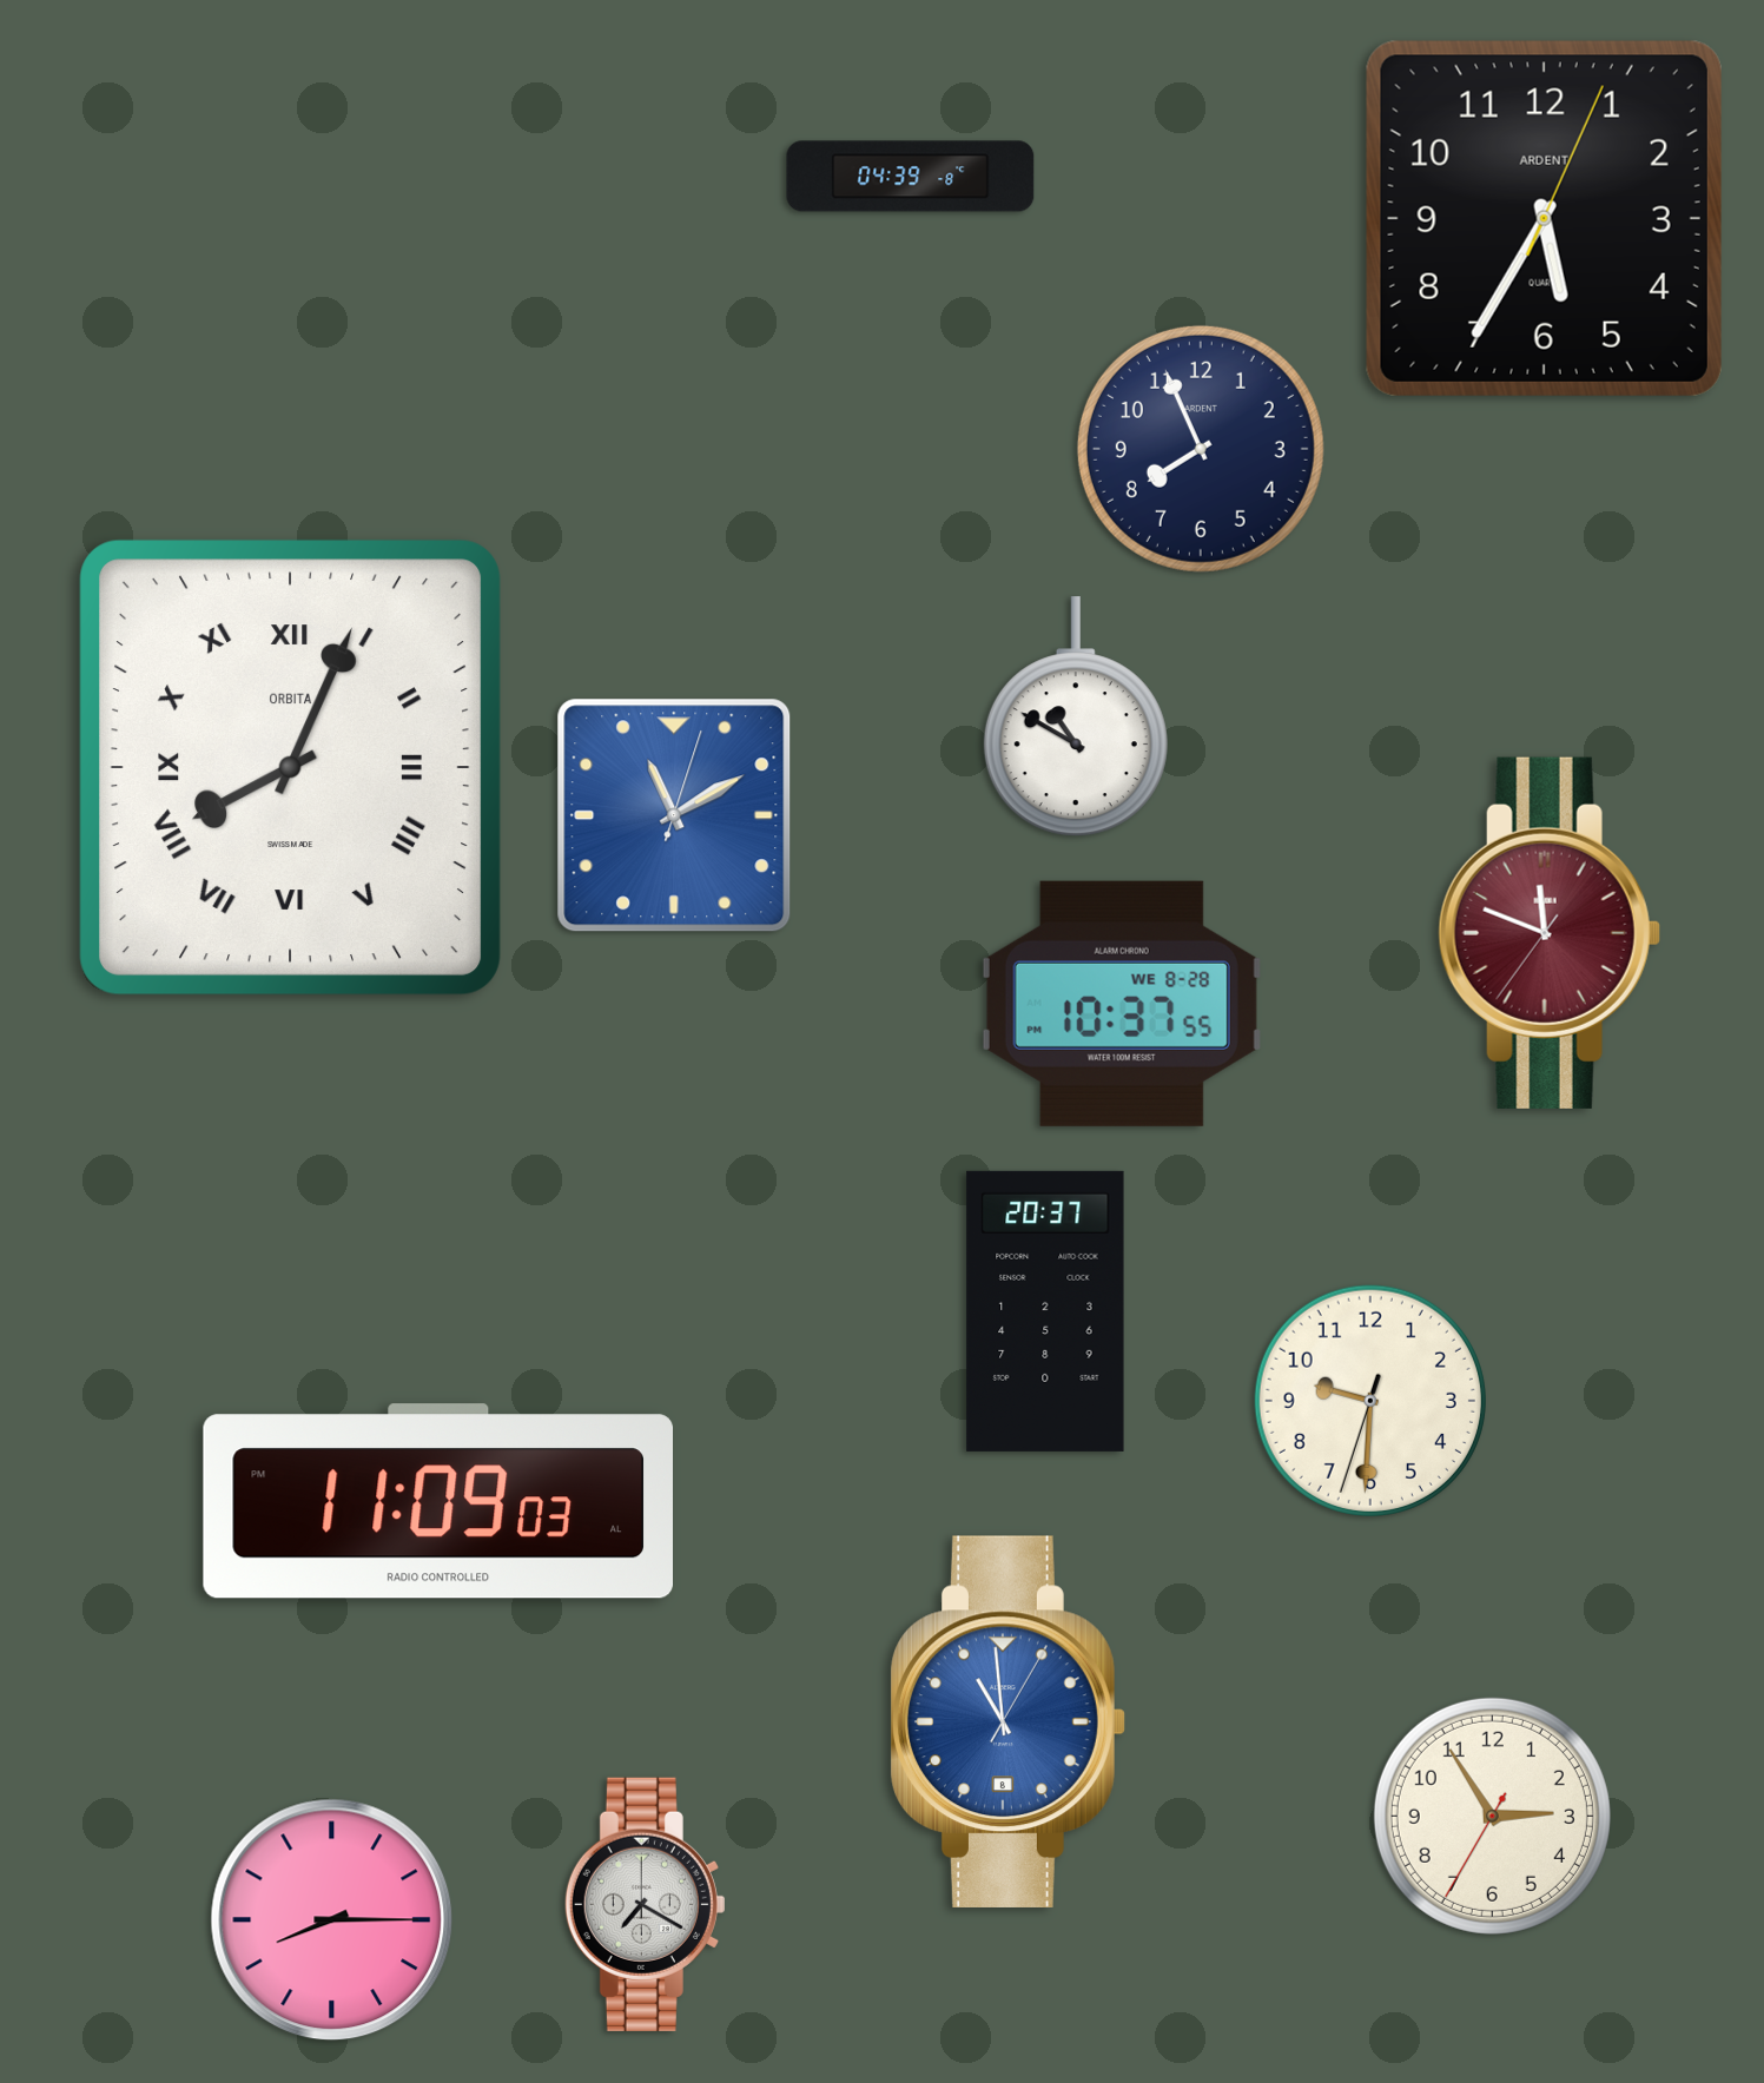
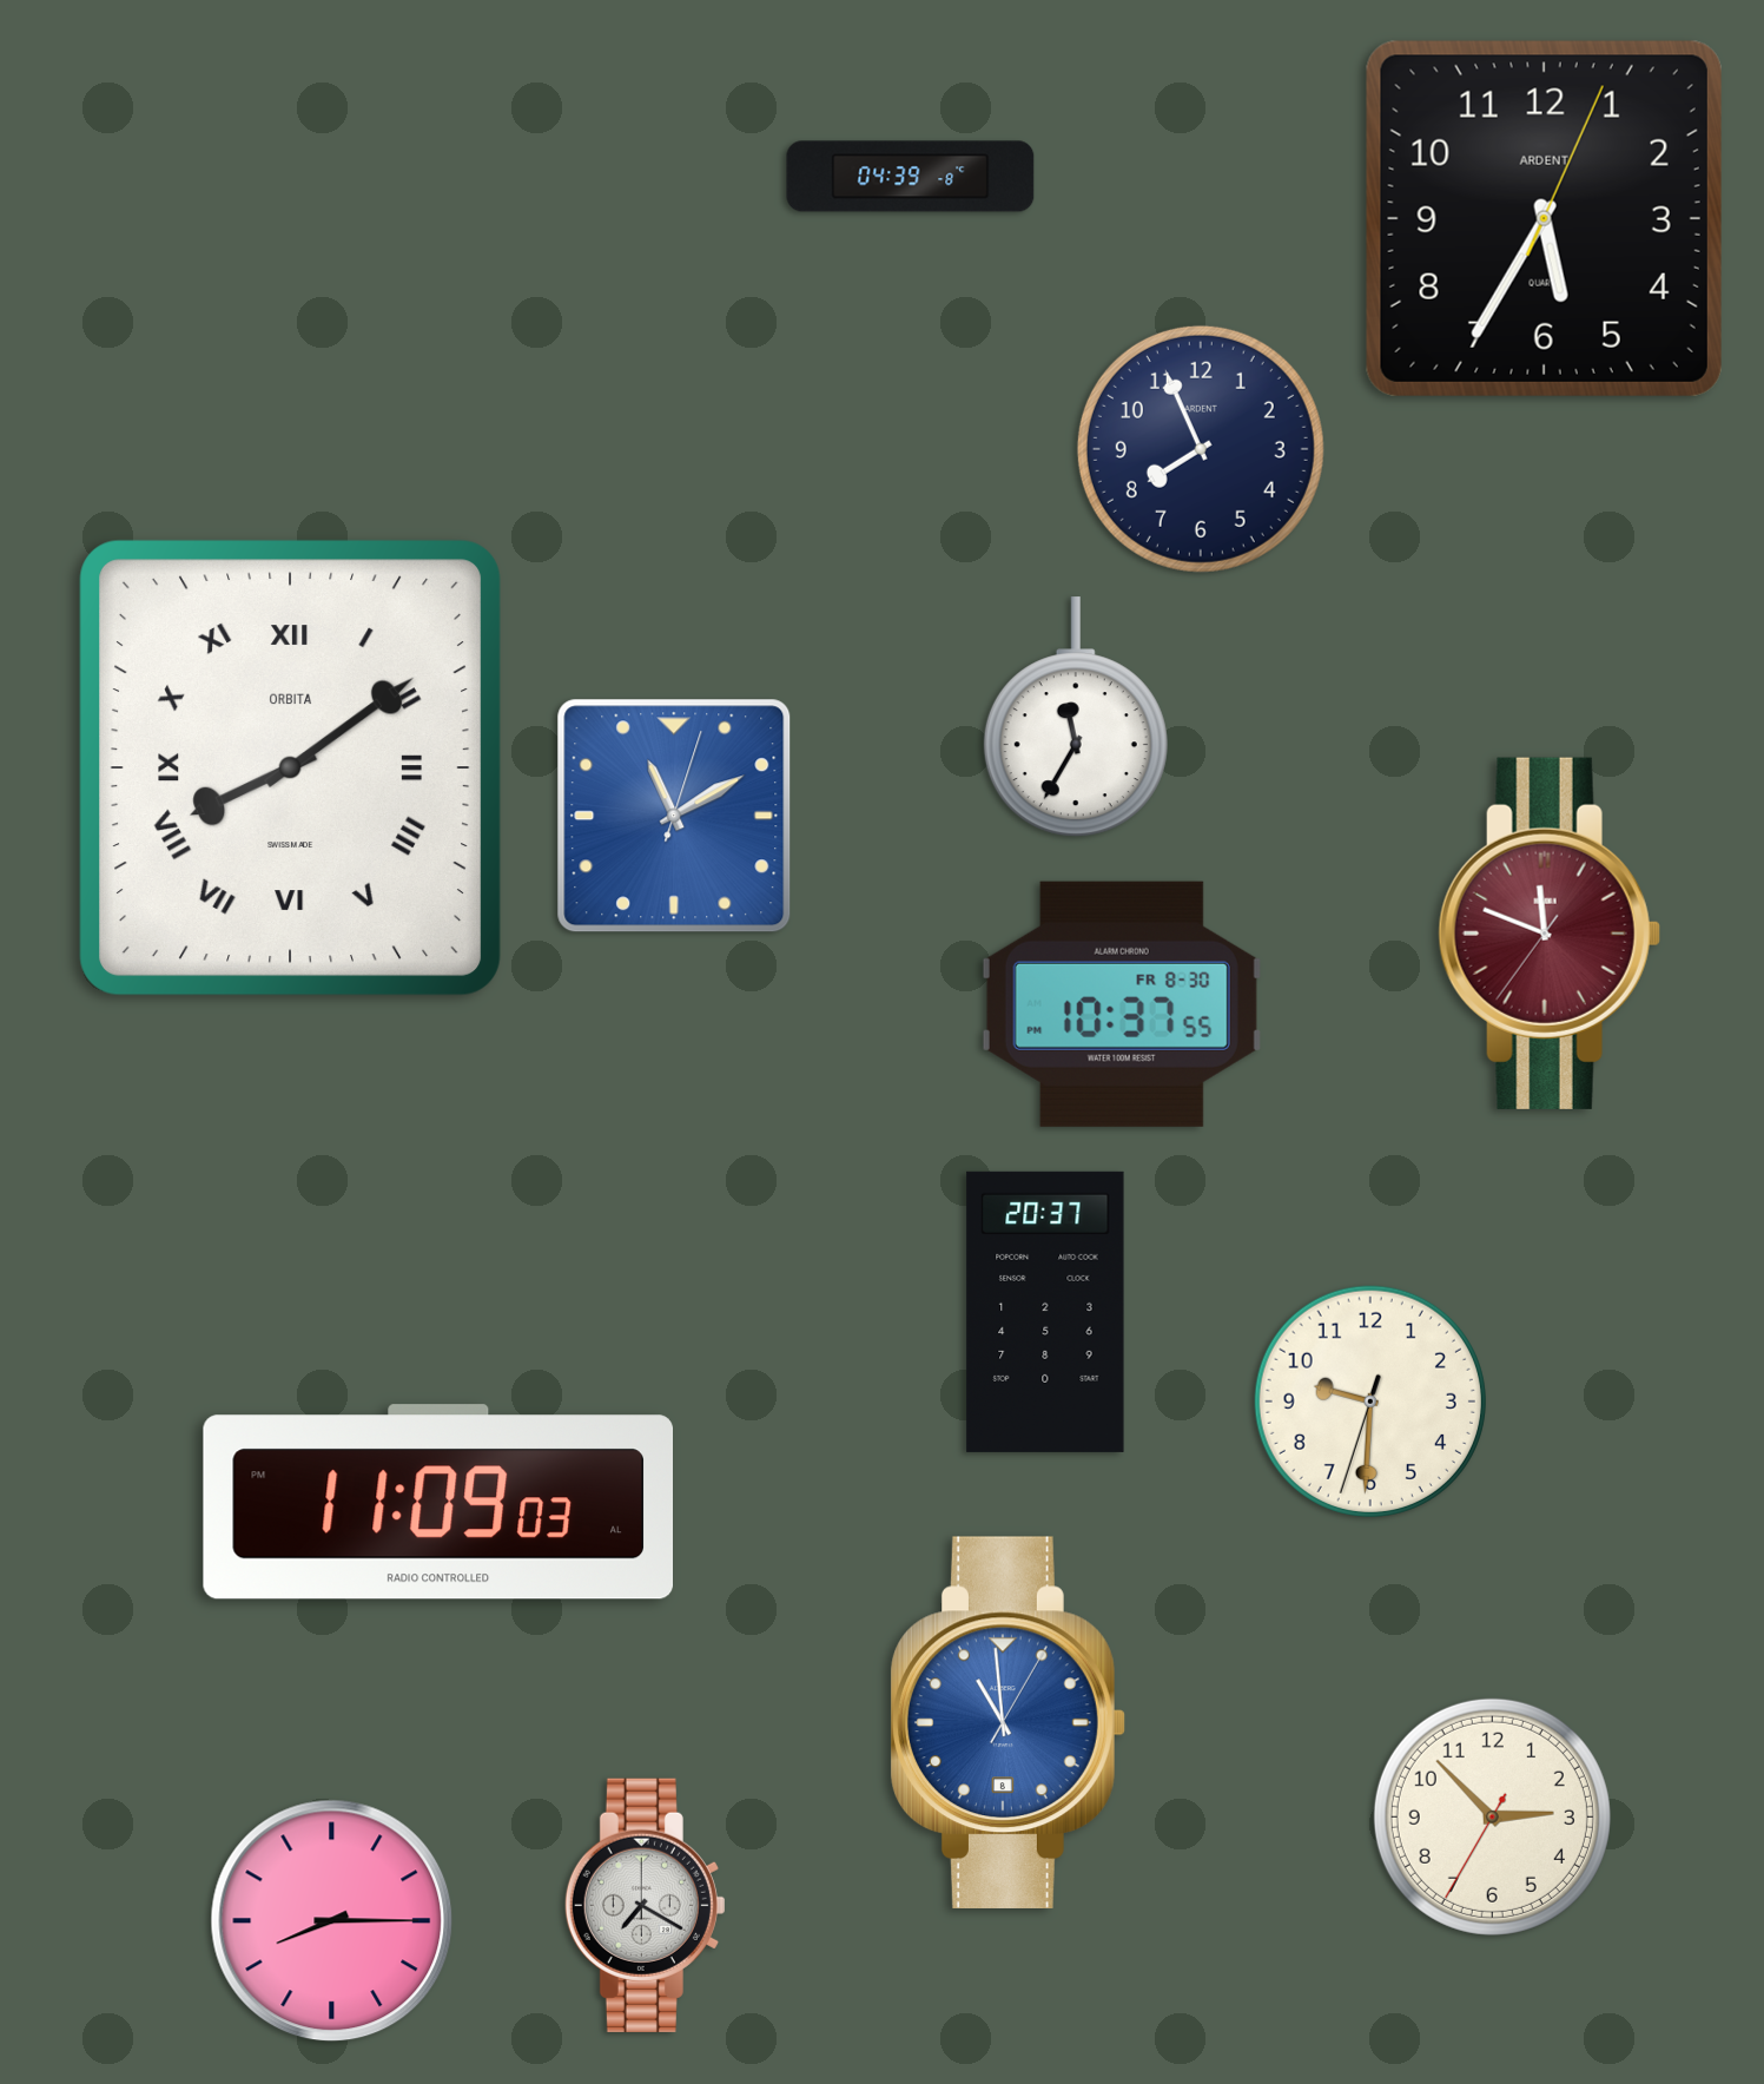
clock at (1076, 718): 10:50 -> 11:35
clock at (291, 768): 8:04 -> 8:09
clock at (1122, 1004) date: WE 8-28 -> FR 8-30
clock at (1492, 1816): 2:54 -> 2:52
